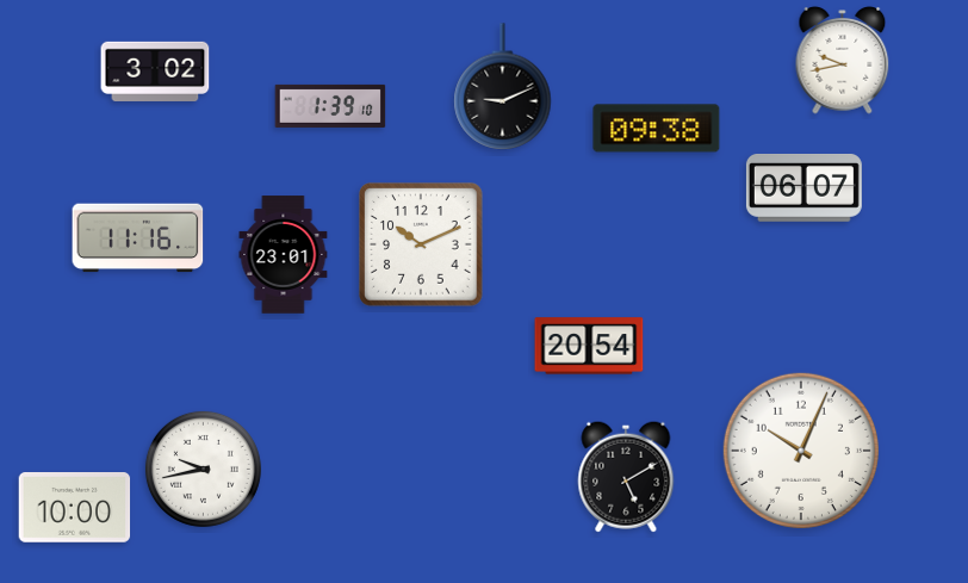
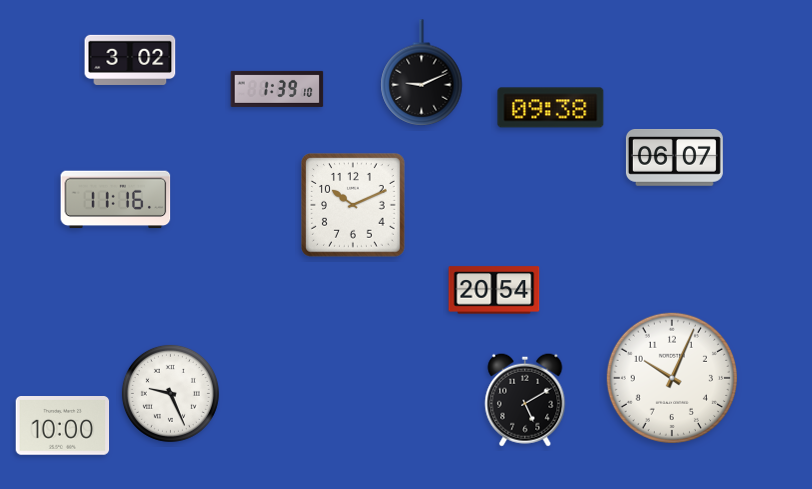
clock at (843, 61): 9:43 -> none
clock at (284, 255): 23:01 -> none
clock at (203, 469): 9:43 -> 9:26
